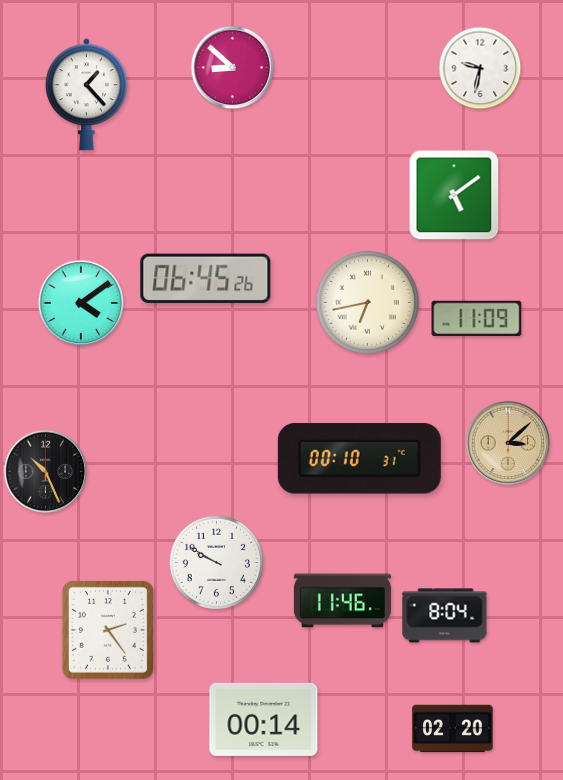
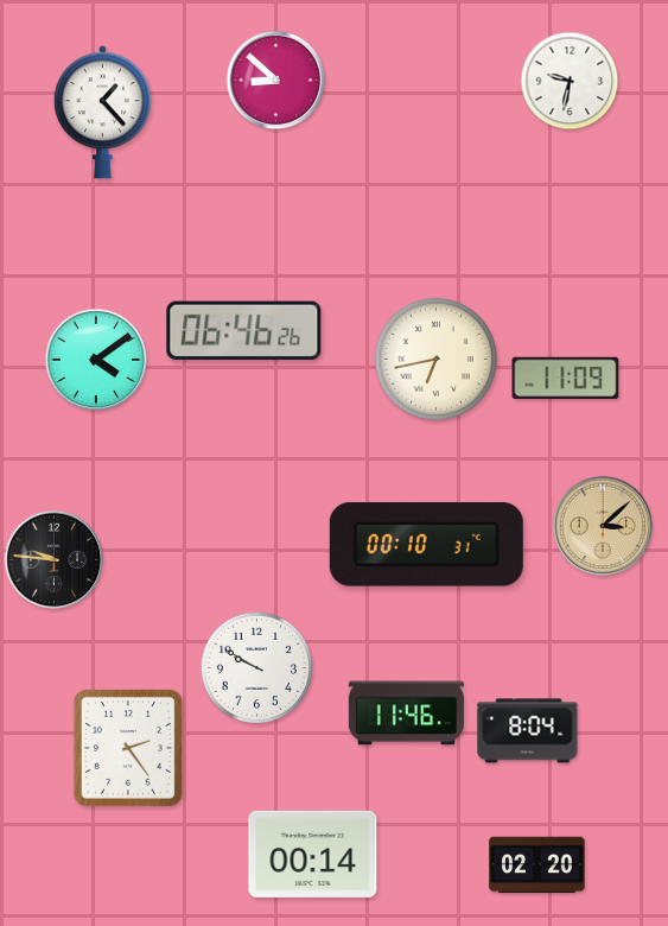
clock at (454, 195): 5:09 -> none
clock at (206, 278): 06:45 -> 06:46
clock at (46, 472): 10:26 -> 9:46
